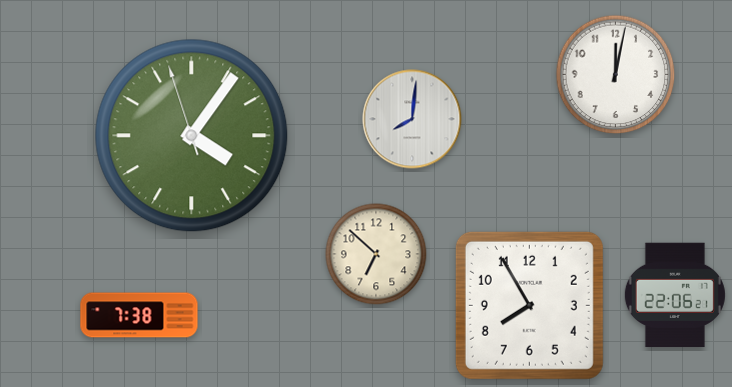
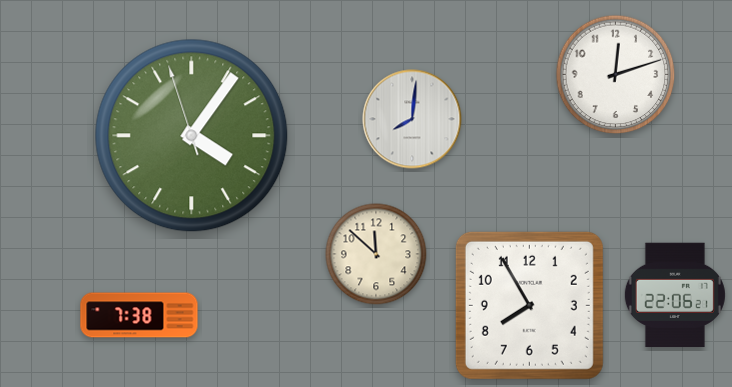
clock at (616, 75): 12:02 -> 12:12
clock at (376, 254): 6:52 -> 11:52
